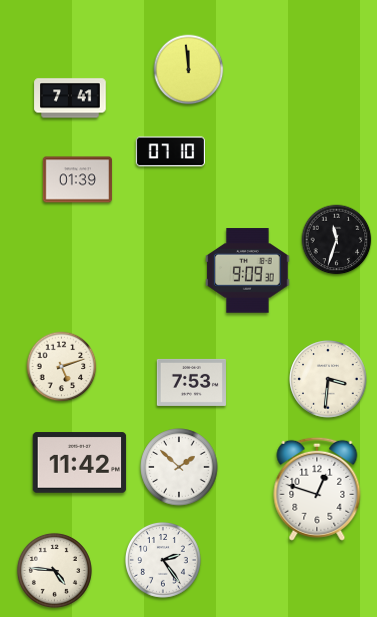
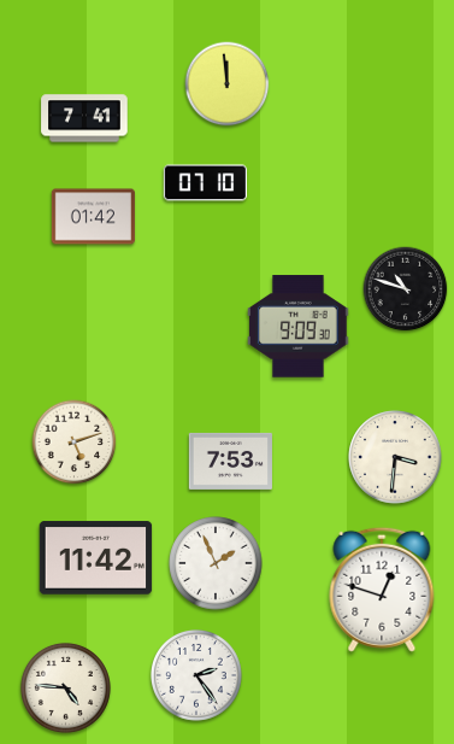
clock at (77, 180): 01:39 -> 01:42
clock at (337, 240): 11:33 -> 10:48
clock at (179, 467): 1:52 -> 1:56
